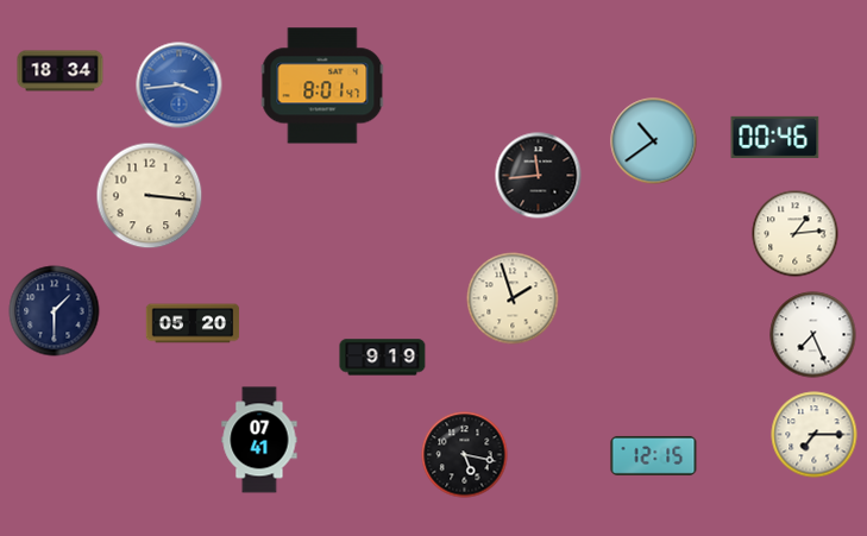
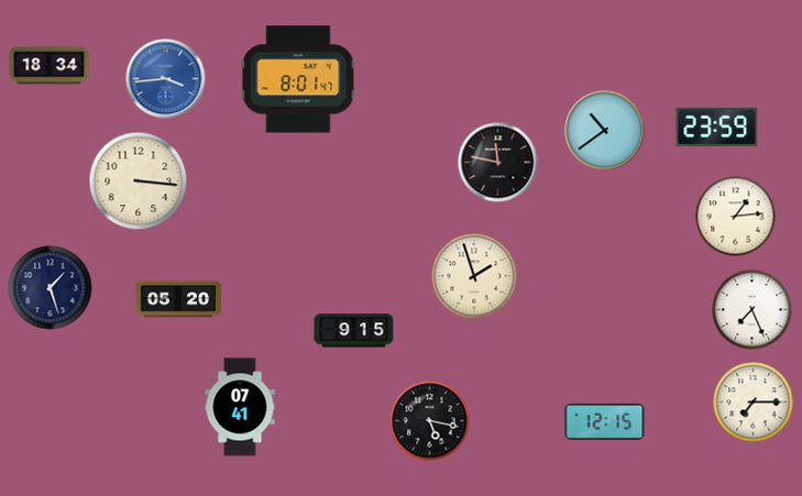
clock at (61, 71) position: (61, 71) -> (50, 66)
clock at (775, 137): 00:46 -> 23:59
clock at (539, 176): 11:44 -> 11:47
clock at (55, 311): 1:30 -> 1:27
clock at (383, 358): 9:19 -> 9:15
